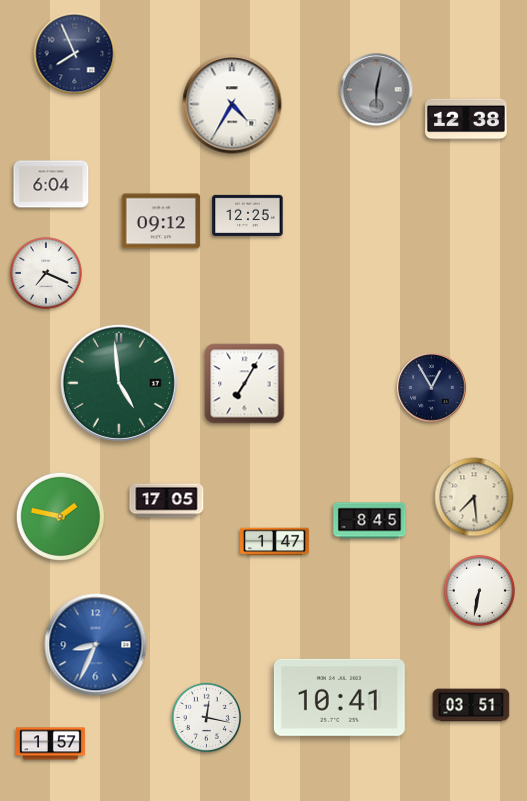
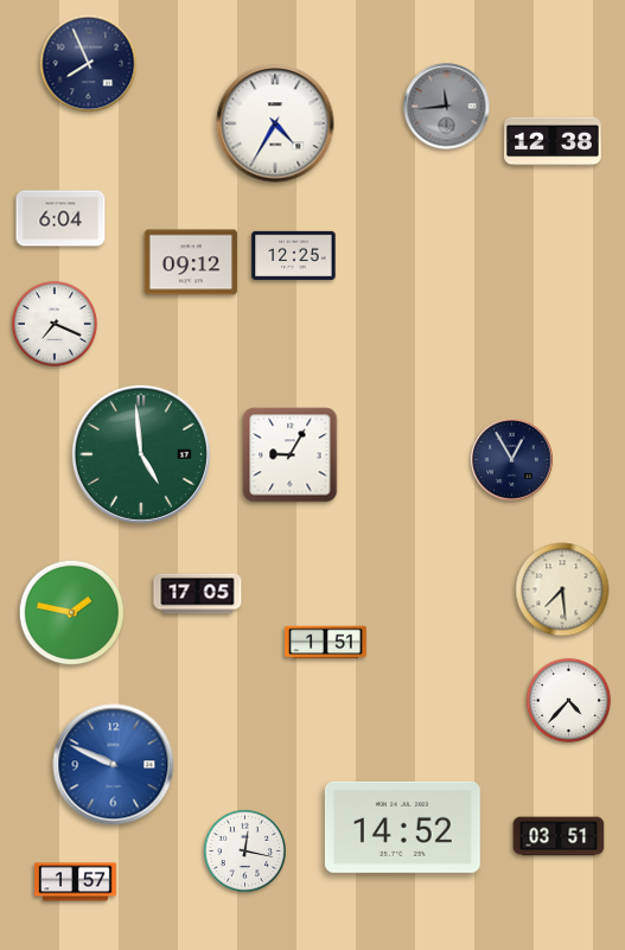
clock at (377, 90): 6:02 -> 11:44
clock at (245, 384): 7:05 -> 9:05
clock at (370, 521): 8:45 -> none
clock at (275, 542): 1:47 -> 1:51
clock at (479, 590): 6:32 -> 4:37
clock at (96, 645): 8:34 -> 9:49
clock at (339, 697): 10:41 -> 14:52
clock at (51, 744) position: (51, 744) -> (76, 882)
